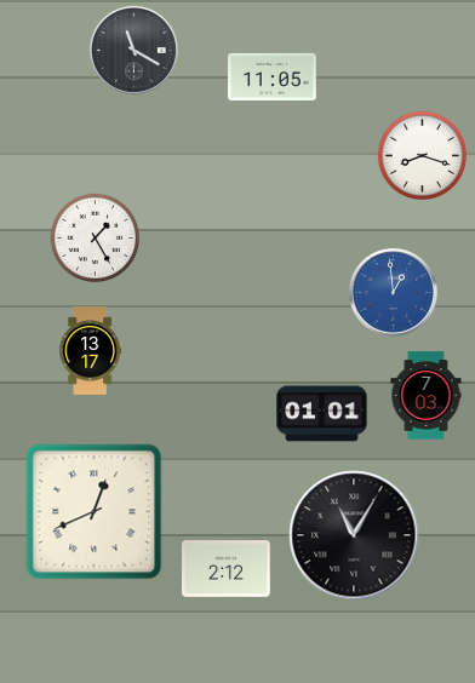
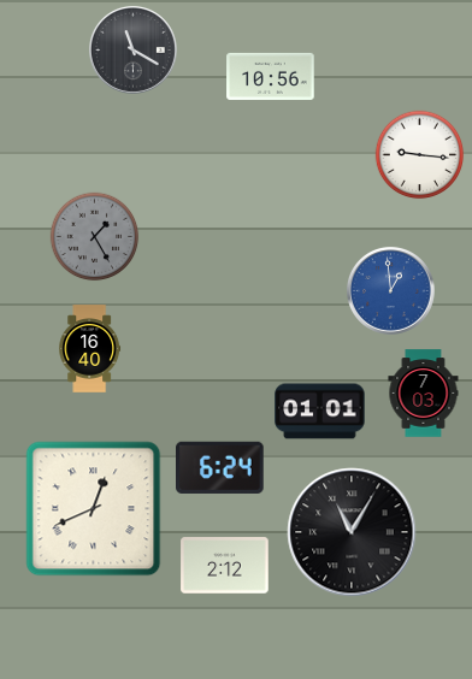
clock at (273, 76): 11:05 -> 10:56
clock at (423, 156): 8:18 -> 9:16
clock at (96, 239) dial: white -> grey
clock at (91, 351): 13:17 -> 16:40
clock at (220, 467): none -> 6:24
